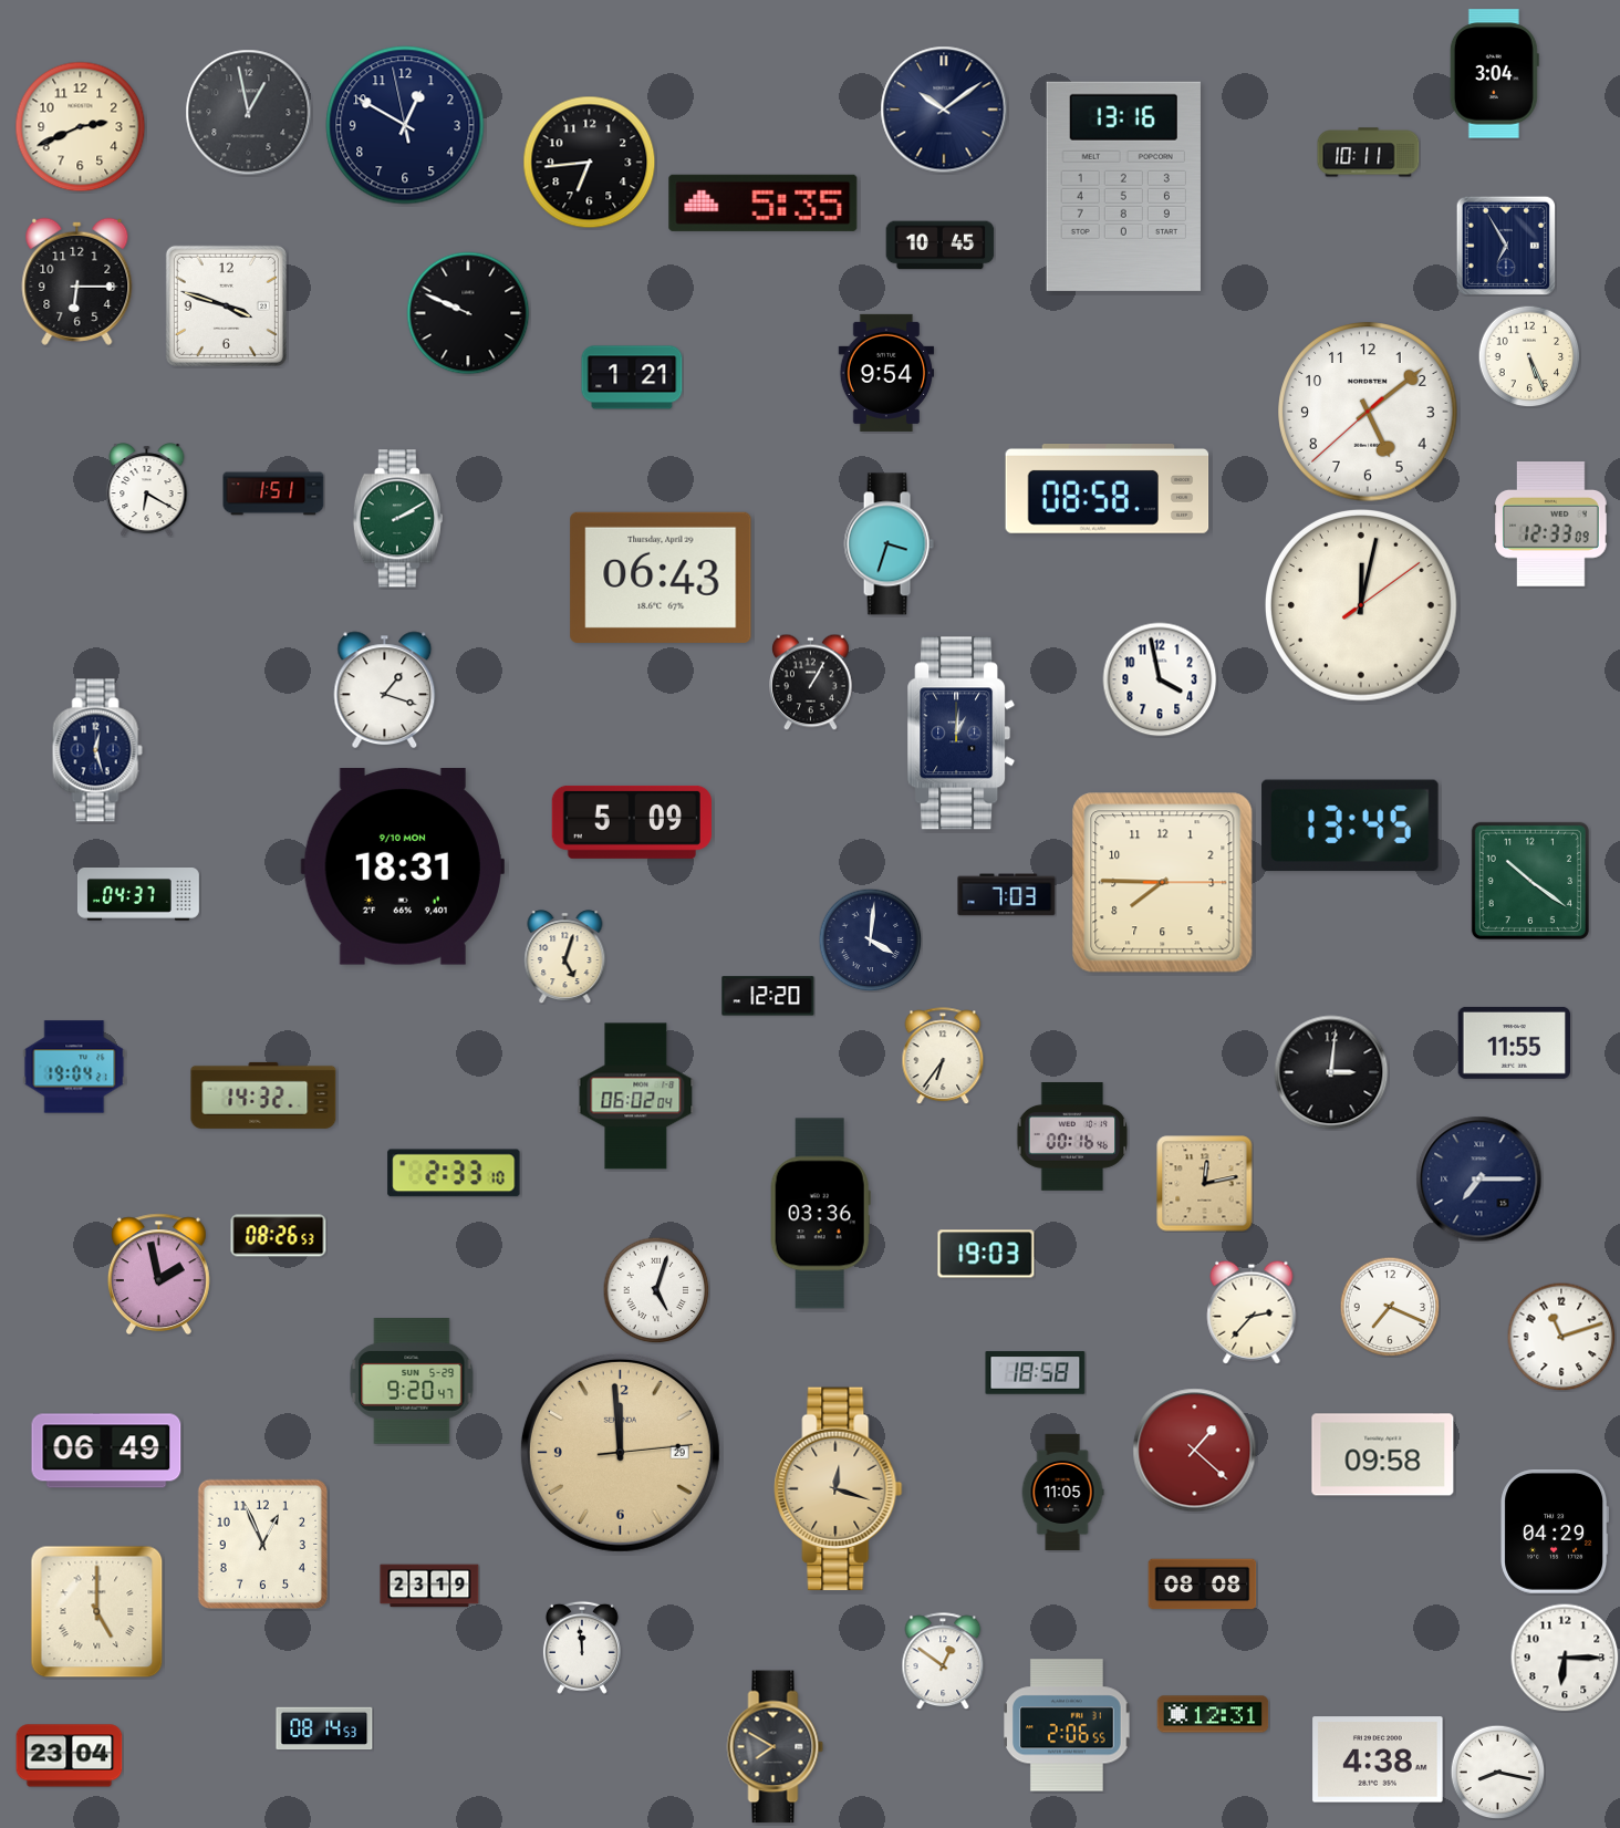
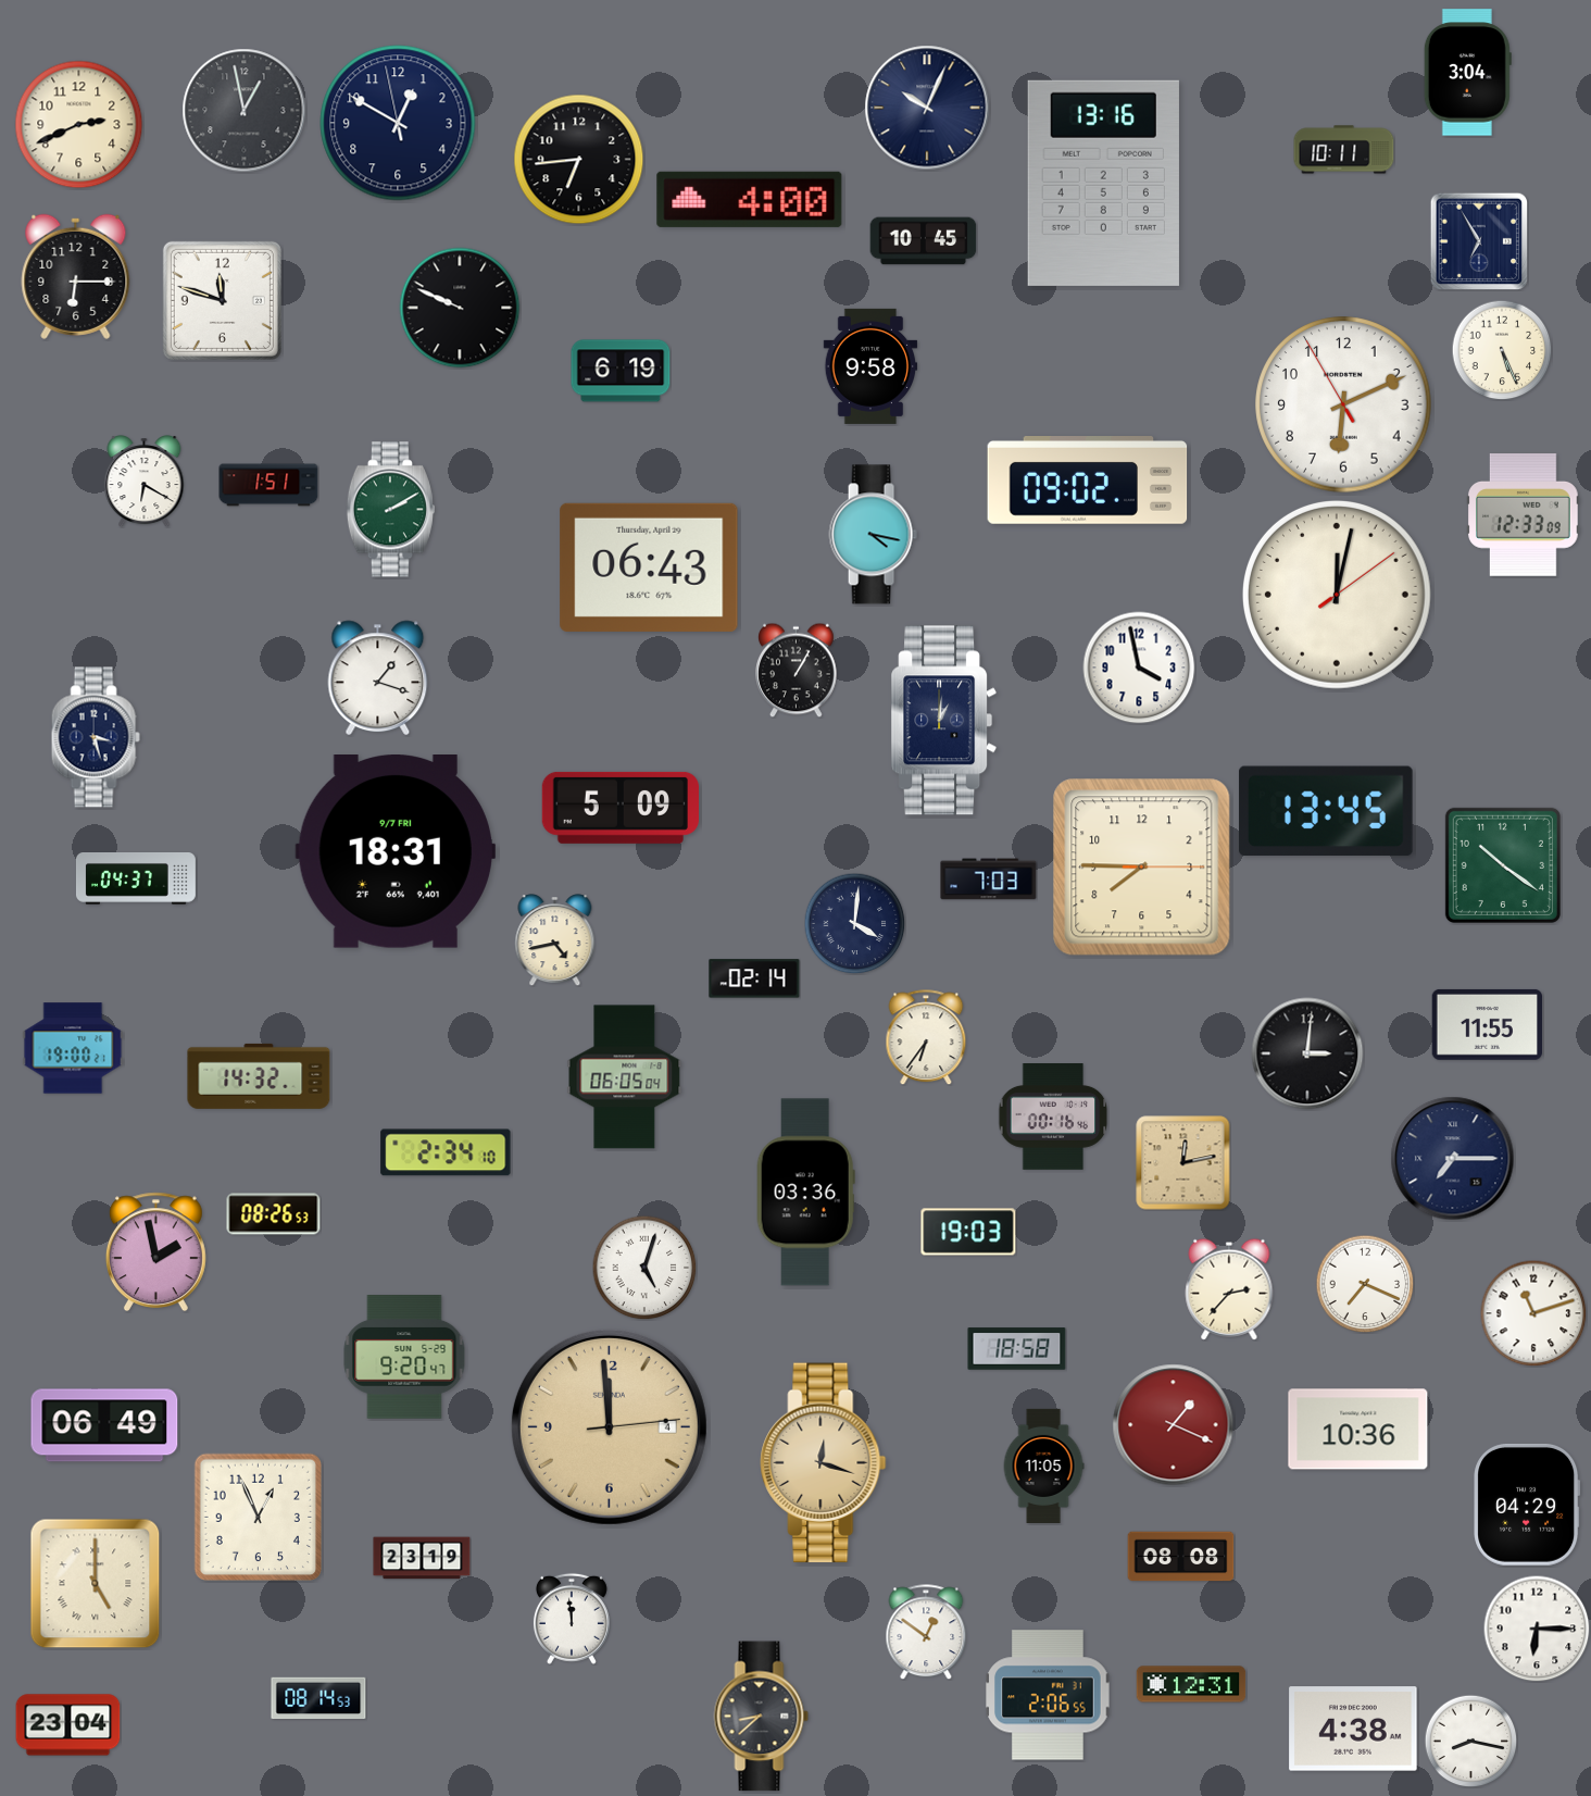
clock at (944, 110): 10:09 -> 10:04
clock at (764, 202): 5:35 -> 4:00
clock at (226, 305): 3:48 -> 11:48
clock at (886, 373): 9:54 -> 9:58
clock at (632, 377): 1:21 -> 6:19
clock at (1368, 412): 5:08 -> 6:10
clock at (1108, 489): 08:58 -> 09:02
clock at (889, 544): 3:33 -> 4:17
clock at (97, 750): 12:27 -> 3:27
clock at (403, 868) date: 9/10 MON -> 9/7 FRI
clock at (565, 957): 5:03 -> 4:43
clock at (768, 996): 12:20 -> 02:14
clock at (74, 1067): 19:04 -> 19:00
clock at (636, 1097): 06:02 -> 06:05
clock at (454, 1173): 2:33 -> 2:34
clock at (1195, 1451): 1:22 -> 1:19
clock at (620, 1452) date: 29 -> 4
clock at (1383, 1455): 09:58 -> 10:36
clock at (776, 1747): 7:50 -> 8:38
